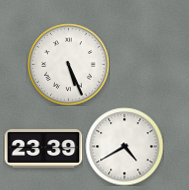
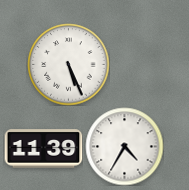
clock at (124, 146): 4:40 -> 4:35
clock at (43, 149): 23:39 -> 11:39
